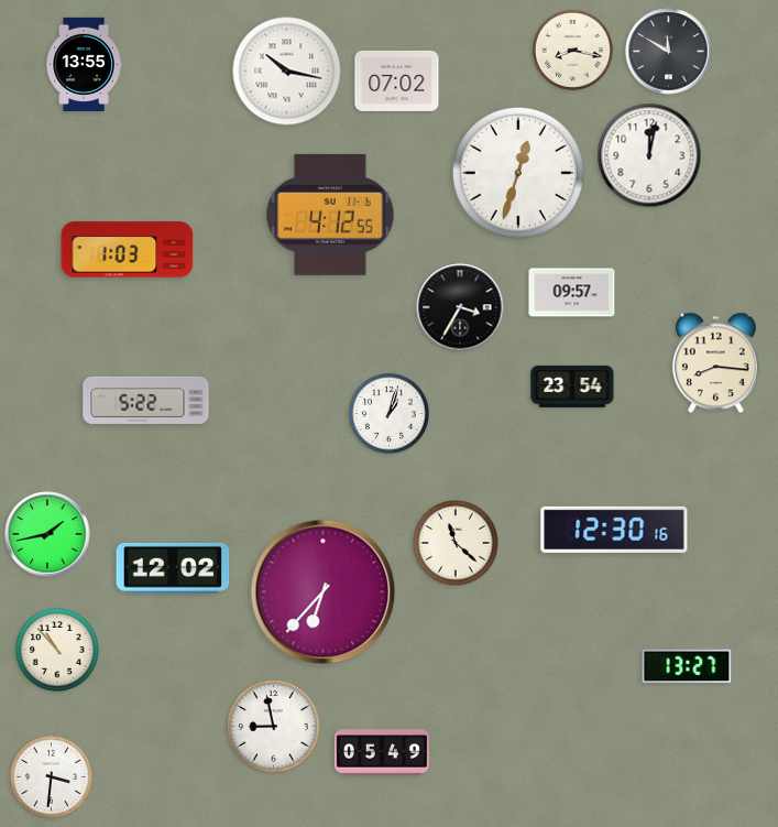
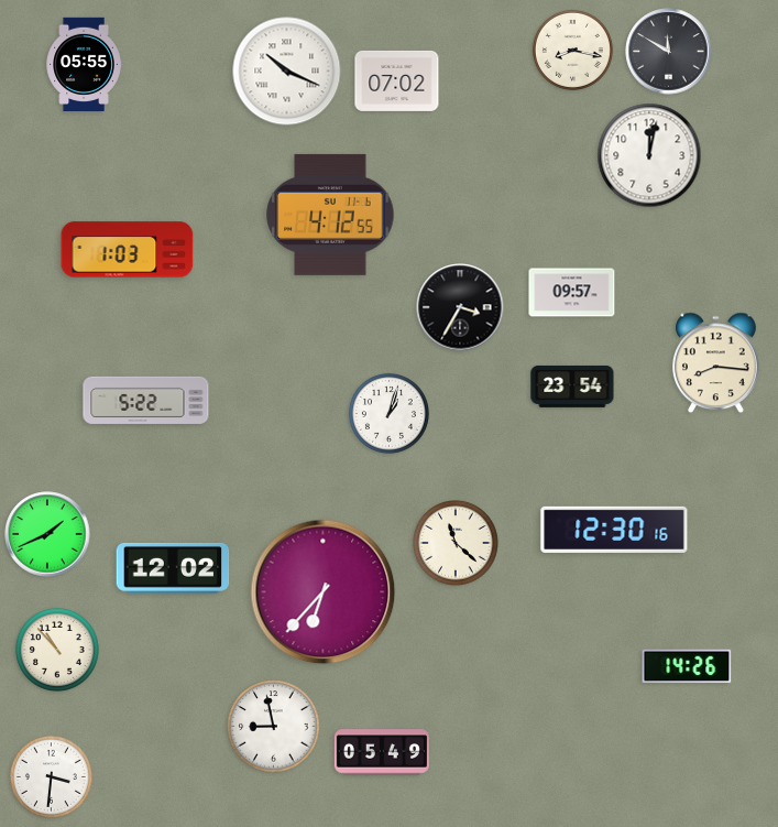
clock at (84, 64): 13:55 -> 05:55
clock at (287, 72): 10:17 -> 10:19
clock at (518, 173): 12:33 -> none
clock at (47, 534): 1:43 -> 1:41
clock at (687, 666): 13:27 -> 14:26
